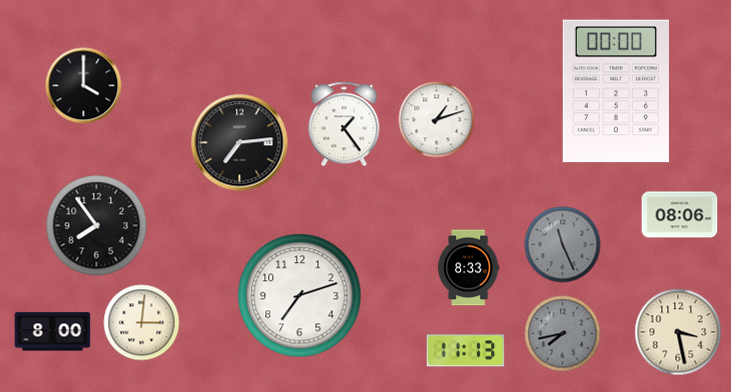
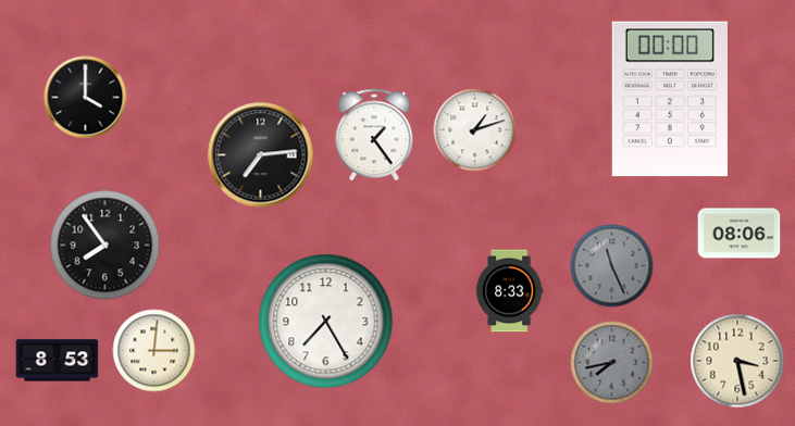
clock at (84, 86) position: (84, 86) -> (86, 98)
clock at (300, 296): 7:12 -> 7:25
clock at (53, 332): 8:00 -> 8:53
clock at (466, 351): 11:13 -> none
